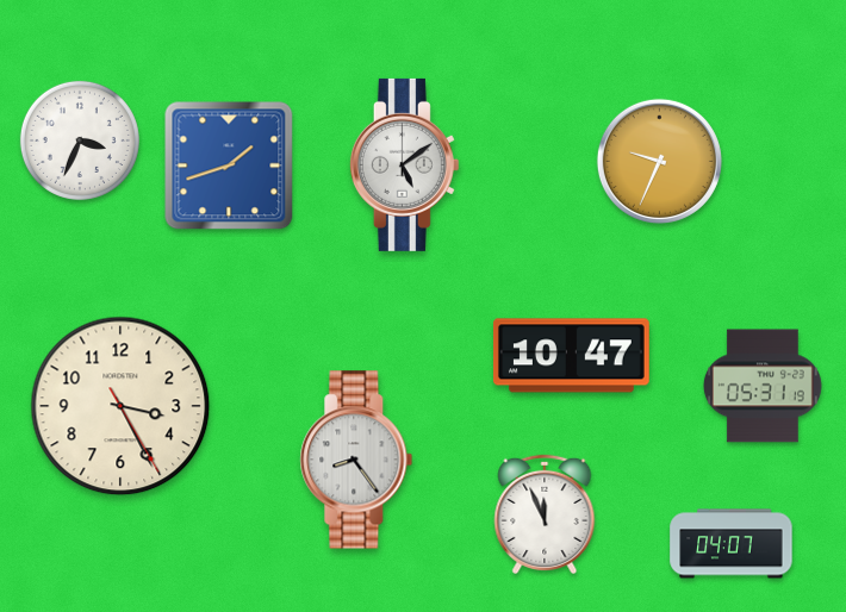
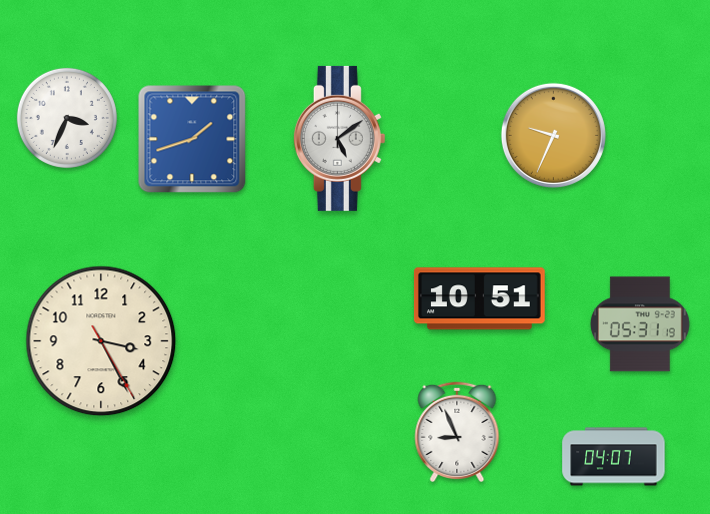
clock at (571, 356): 10:47 -> 10:51
clock at (356, 460): 8:24 -> none
clock at (545, 514): 11:56 -> 8:56
